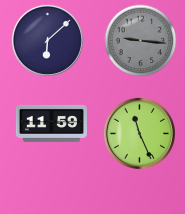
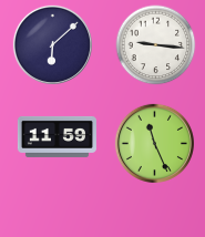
clock at (141, 41) dial: grey -> white
clock at (139, 133) position: (139, 133) -> (154, 143)
